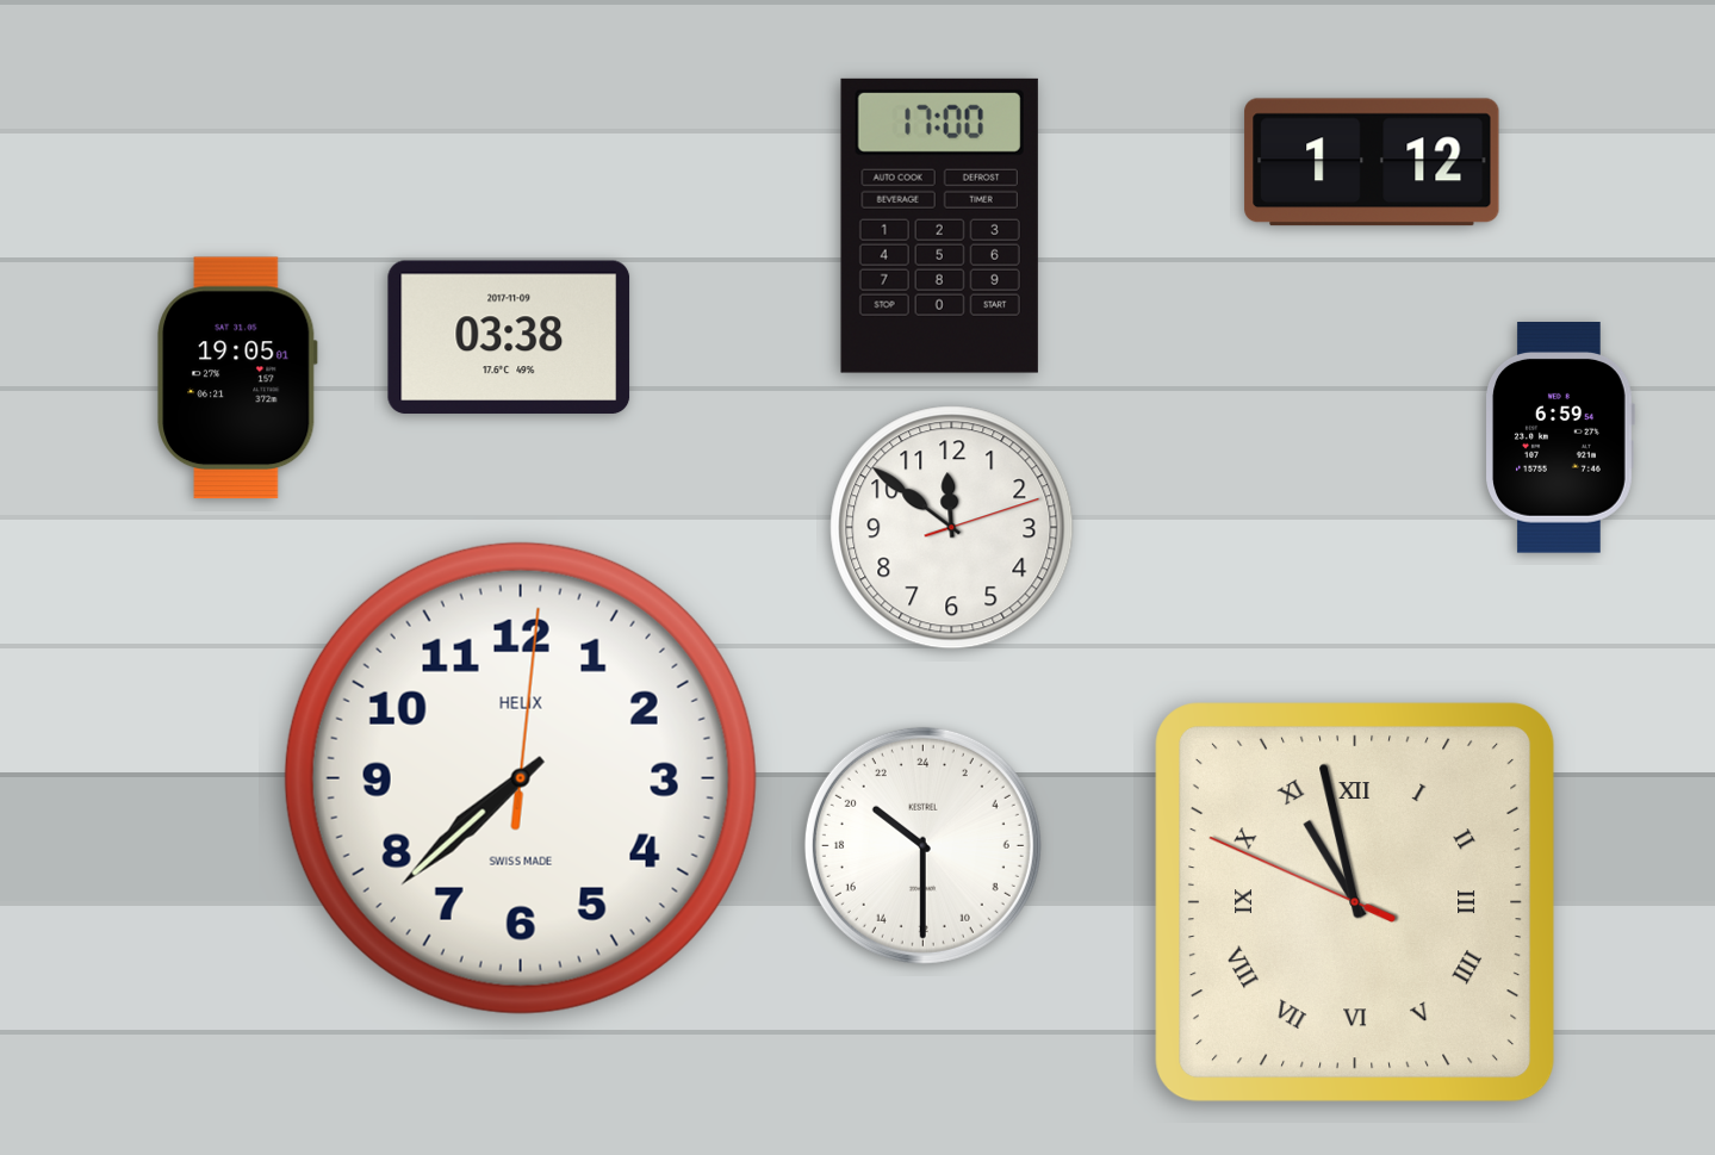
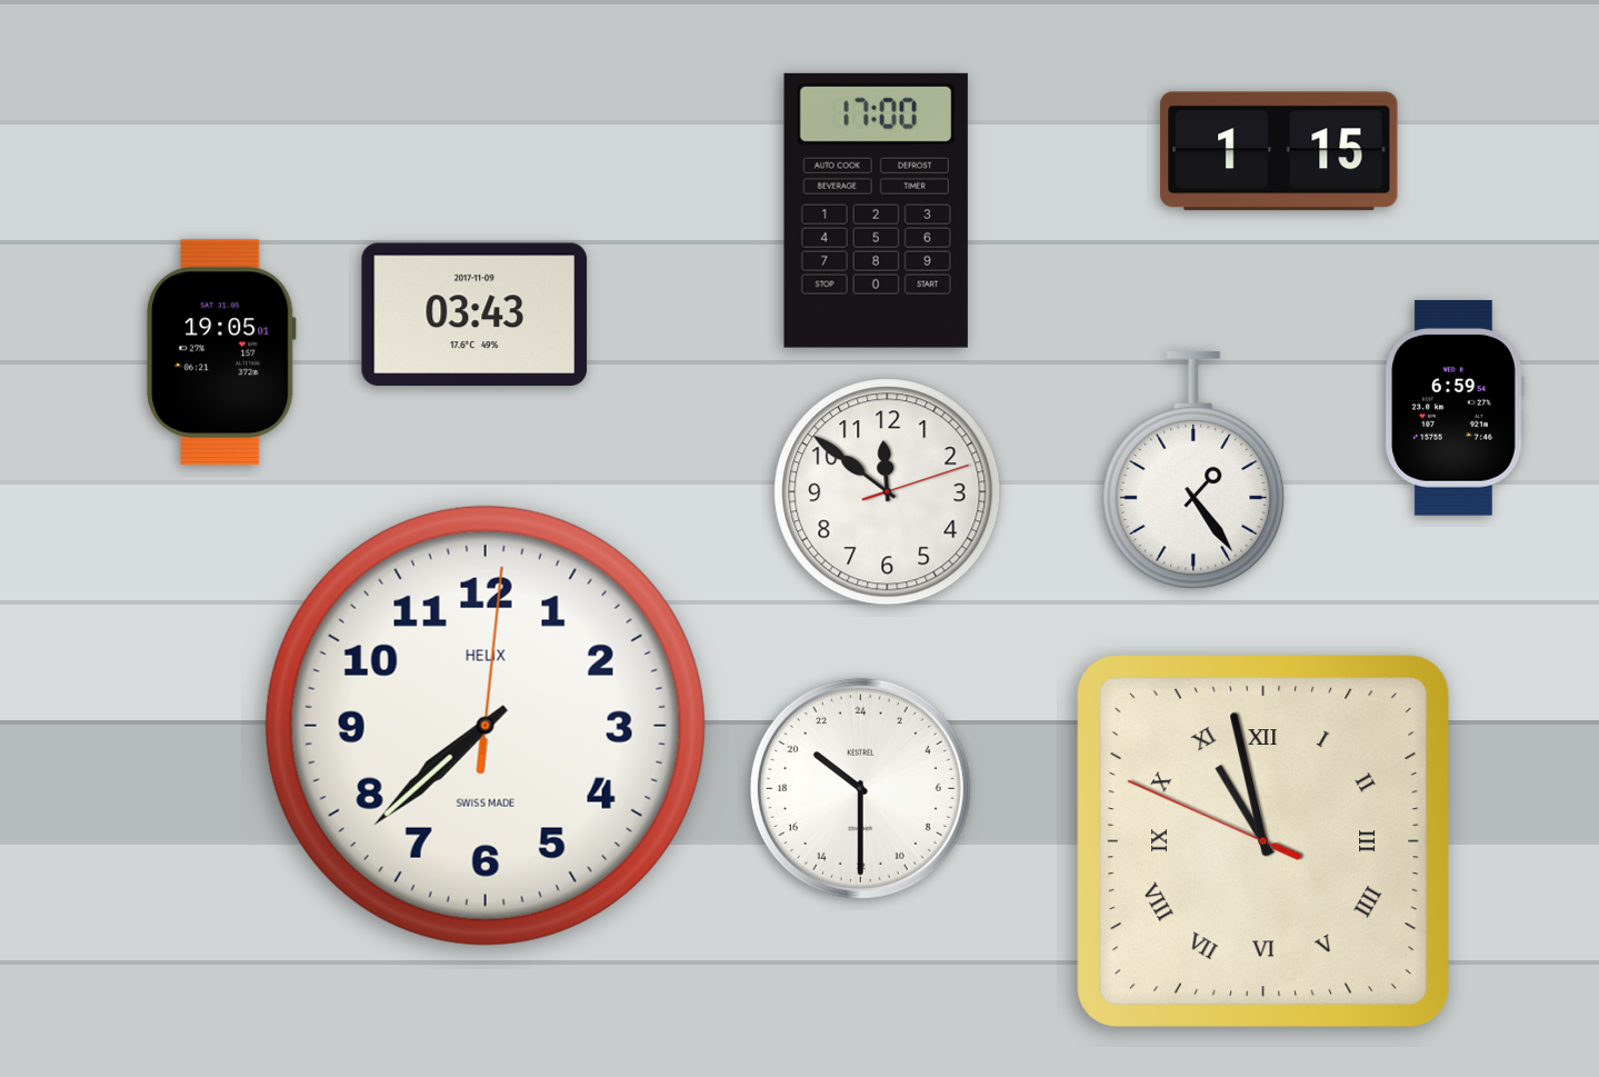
clock at (1372, 162): 1:12 -> 1:15
clock at (509, 336): 03:38 -> 03:43
clock at (1193, 470): none -> 1:24
